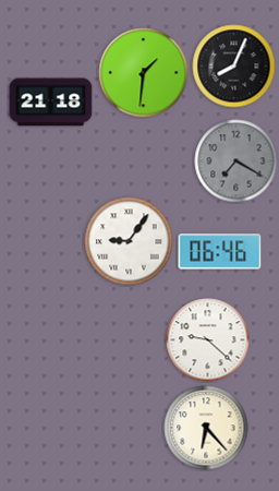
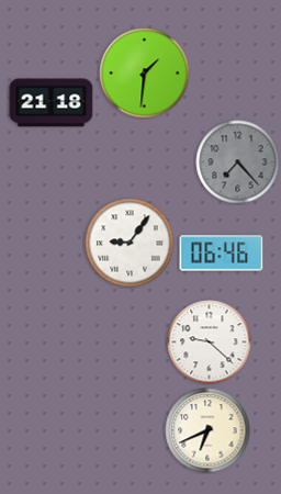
clock at (234, 67): 8:04 -> none
clock at (236, 161): 7:20 -> 7:23
clock at (206, 428): 6:23 -> 6:41
